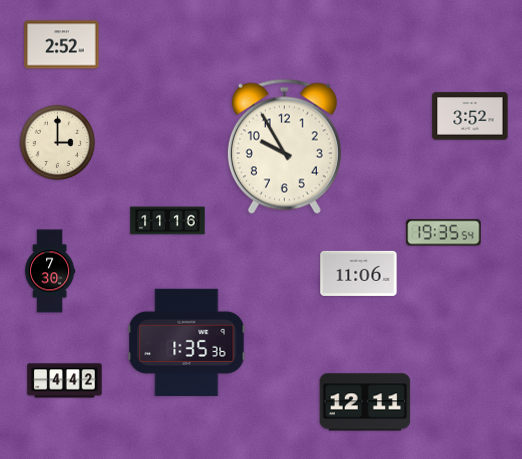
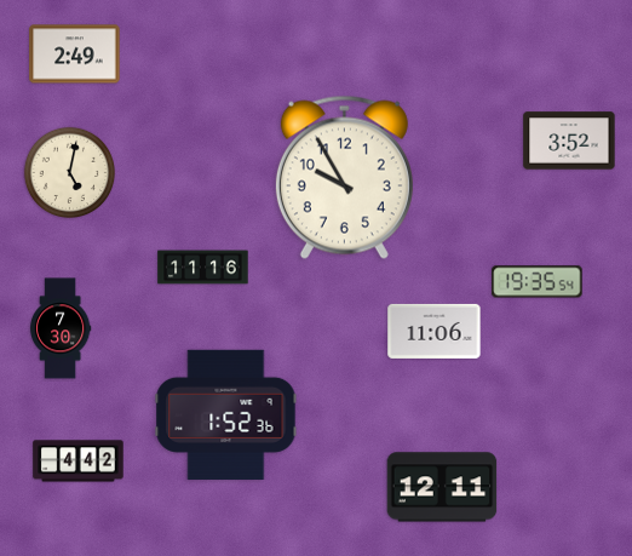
clock at (62, 45): 2:52 -> 2:49
clock at (58, 143): 3:00 -> 5:02
clock at (187, 342): 1:35 -> 1:52
